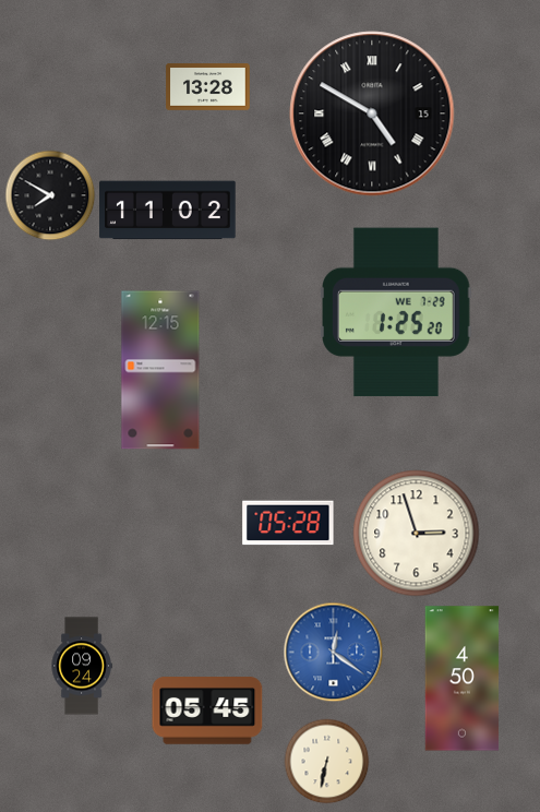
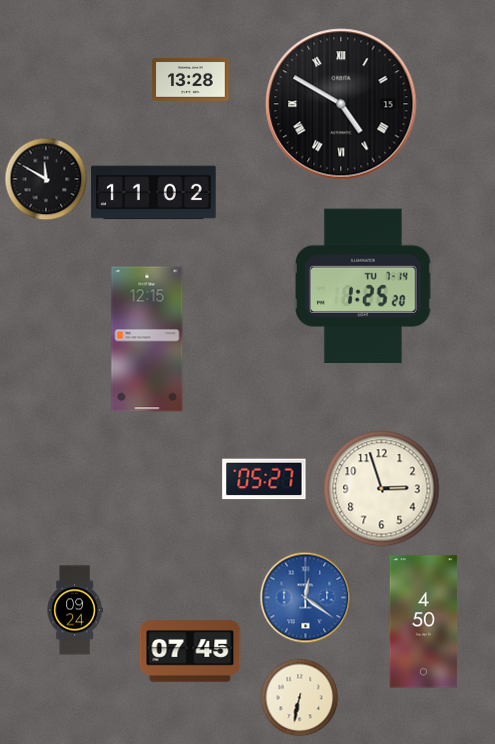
clock at (50, 195): 7:50 -> 11:50
clock at (397, 312) date: WE 7-29 -> TU 7-14
clock at (288, 523): 05:28 -> 05:27
clock at (207, 710): 05:45 -> 07:45
